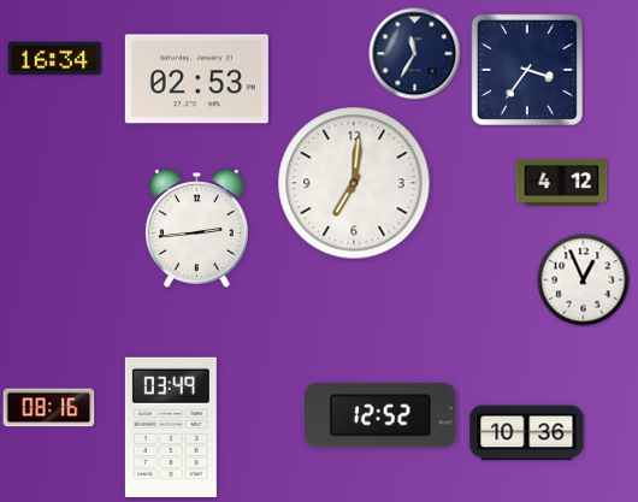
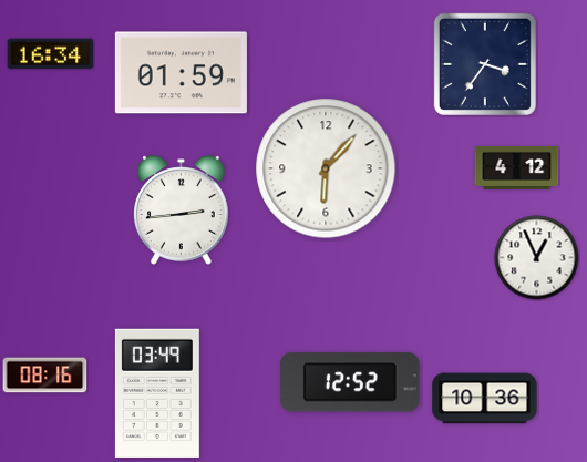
clock at (415, 54): 11:35 -> none
clock at (196, 79): 02:53 -> 01:59
clock at (354, 183): 7:01 -> 6:07
